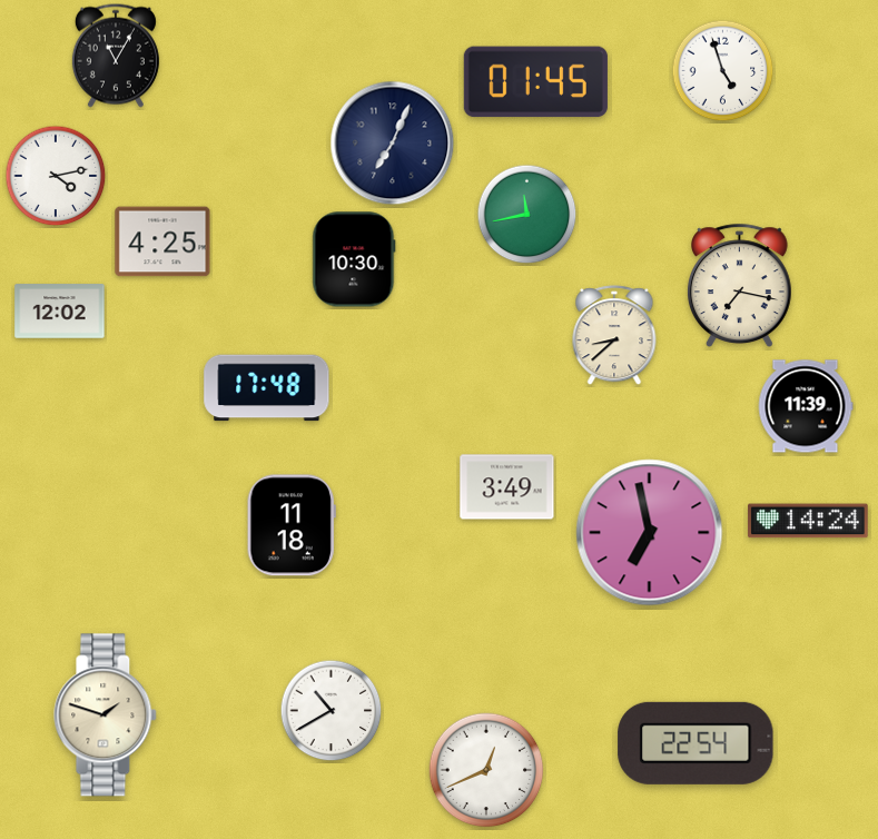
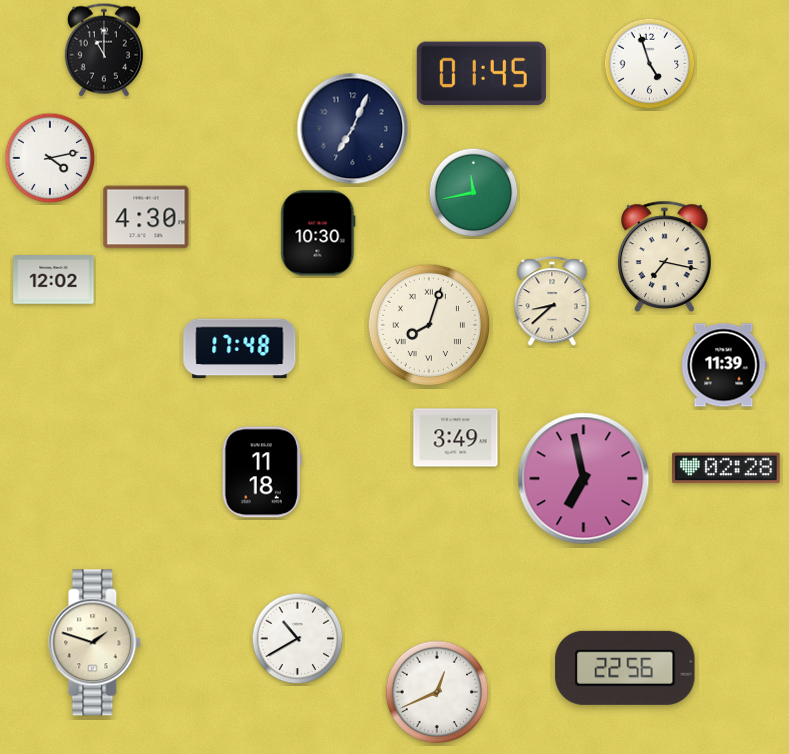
clock at (116, 56): 11:05 -> 11:00
clock at (162, 241): 4:25 -> 4:30
clock at (428, 324): none -> 8:03
clock at (808, 521): 14:24 -> 02:28
clock at (696, 743): 22:54 -> 22:56
